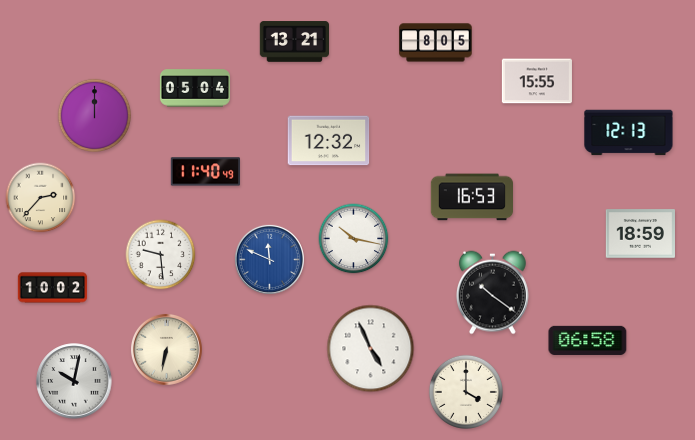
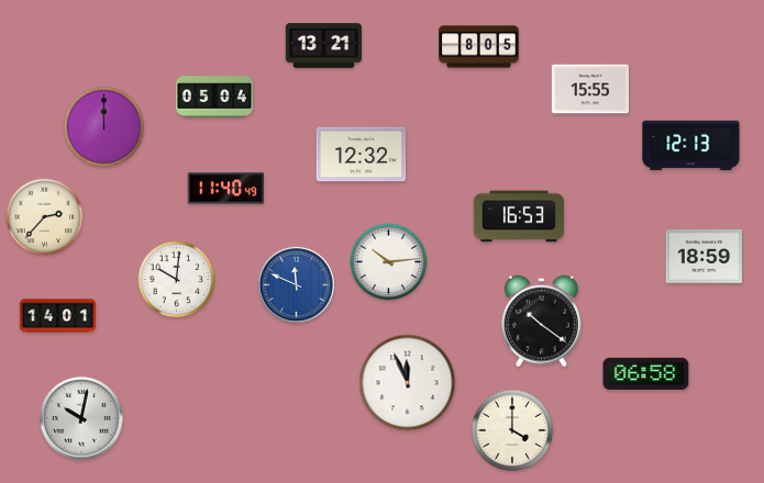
clock at (354, 239): 10:17 -> 10:14
clock at (161, 255): 9:29 -> 10:01
clock at (53, 288): 10:02 -> 14:01
clock at (166, 349): 6:32 -> none
clock at (371, 349): 4:56 -> 11:56
